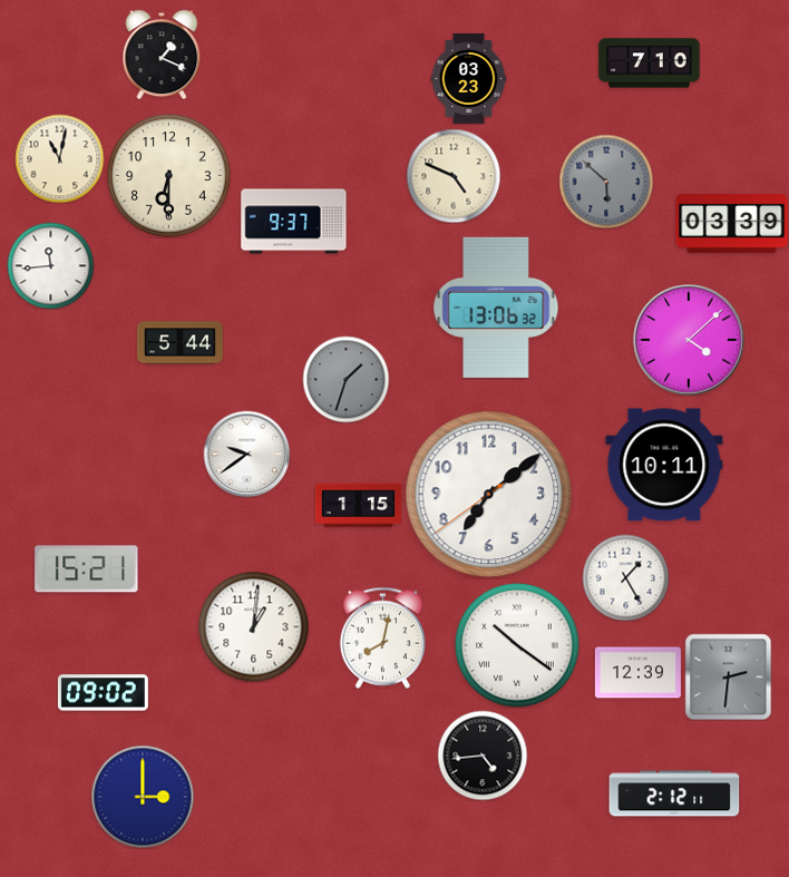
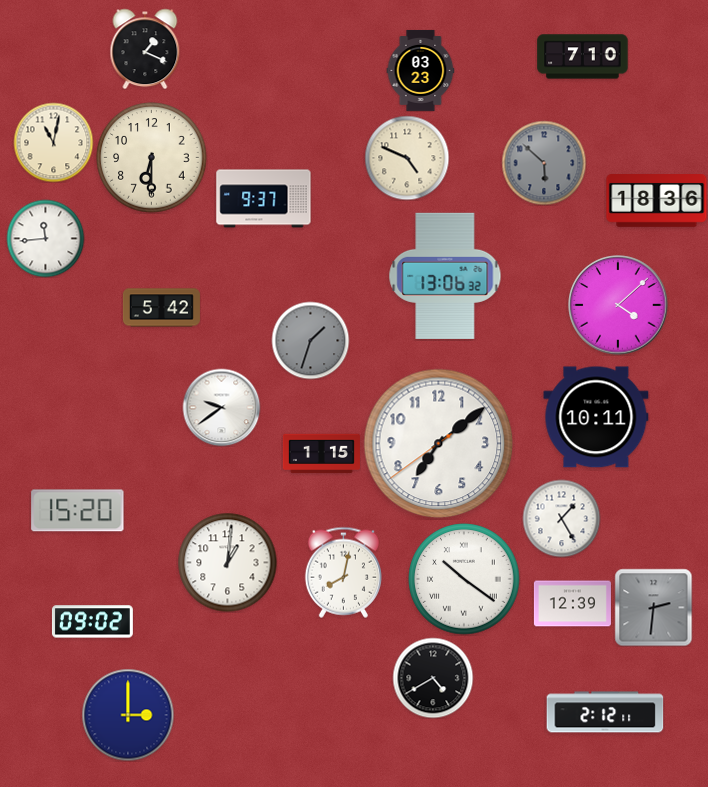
clock at (732, 224): 03:39 -> 18:36
clock at (179, 343): 5:44 -> 5:42
clock at (87, 569): 15:21 -> 15:20
clock at (483, 756): 4:44 -> 4:40
